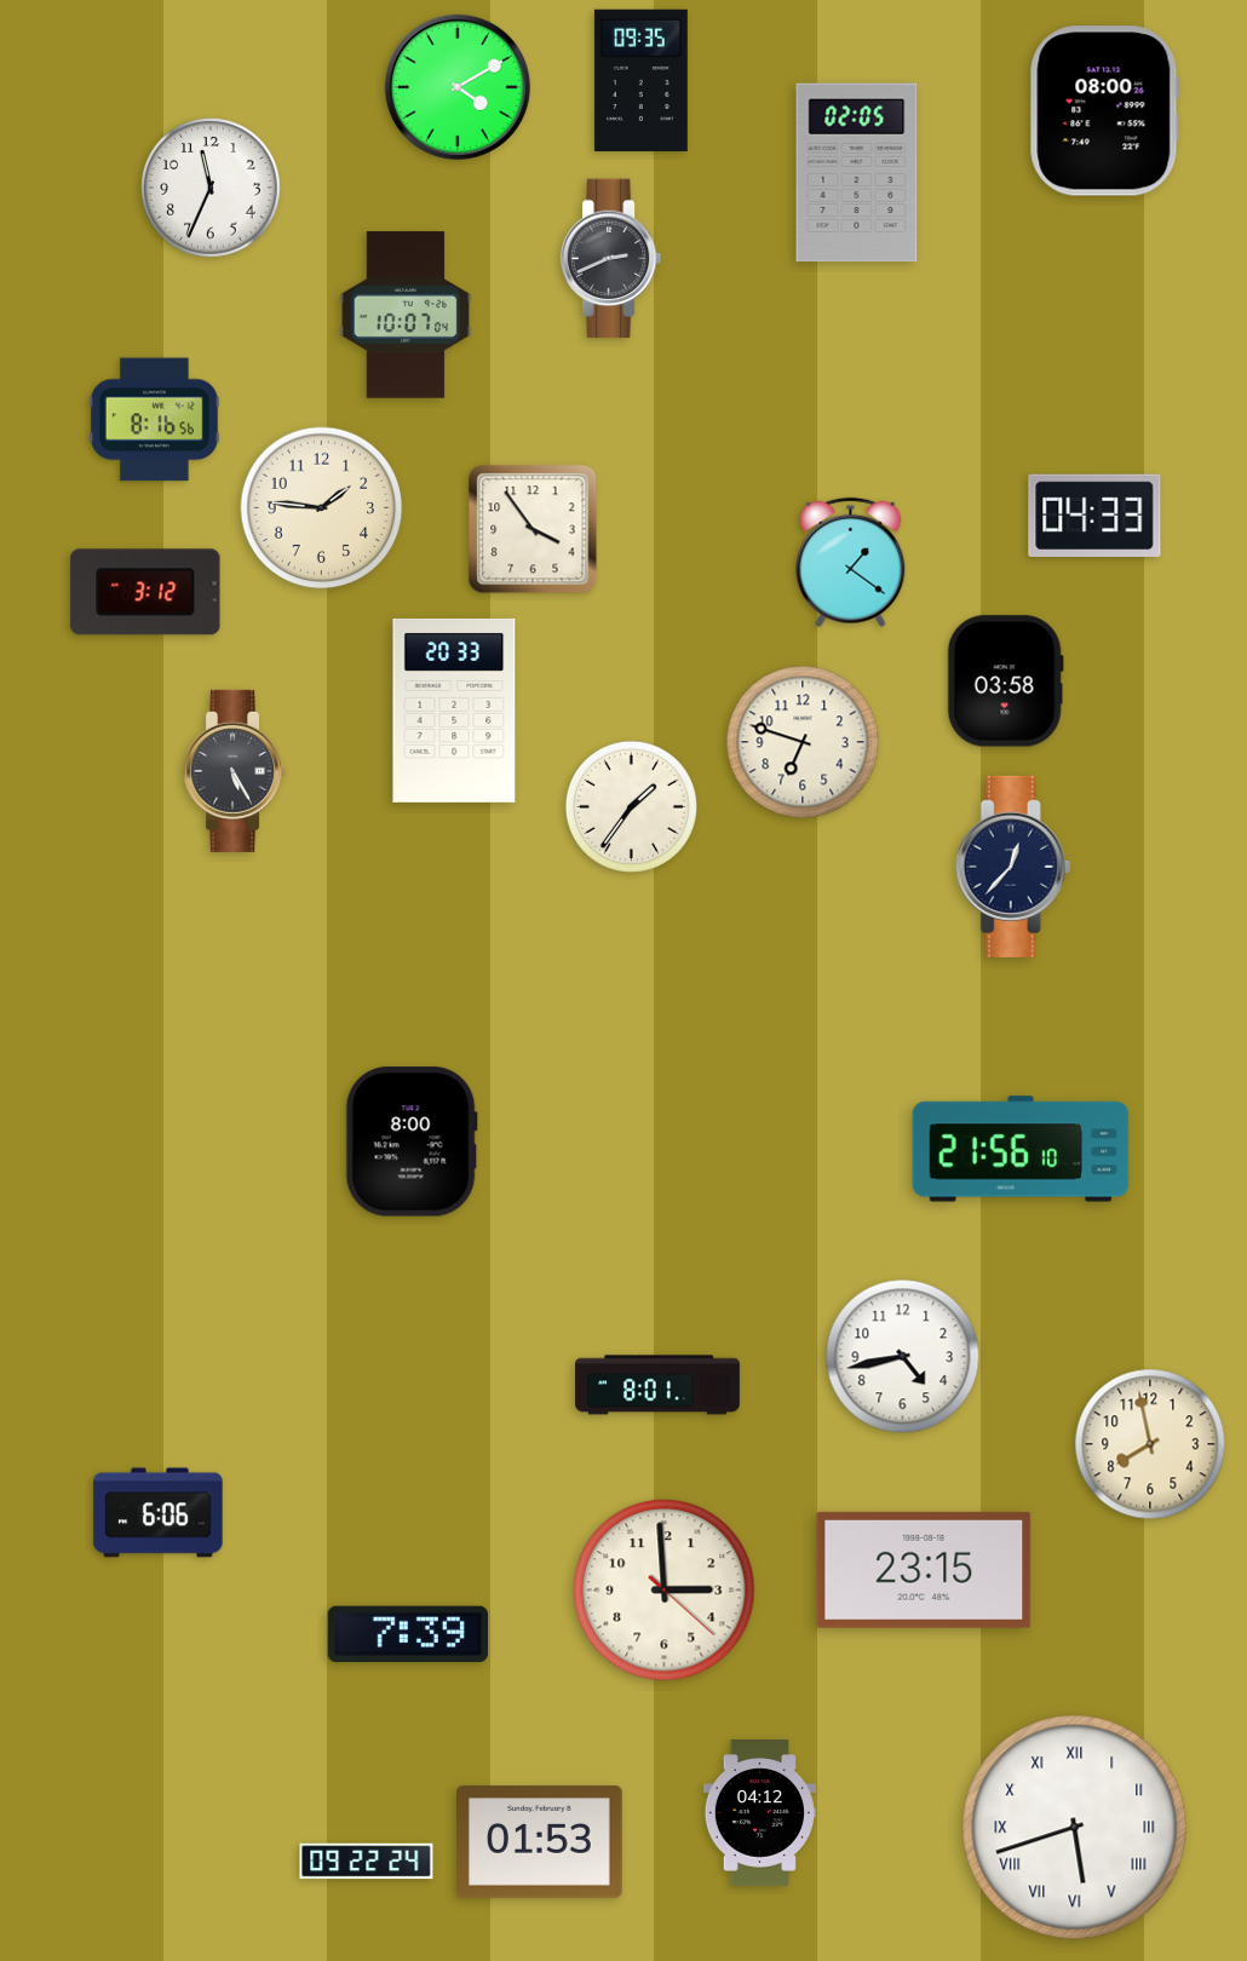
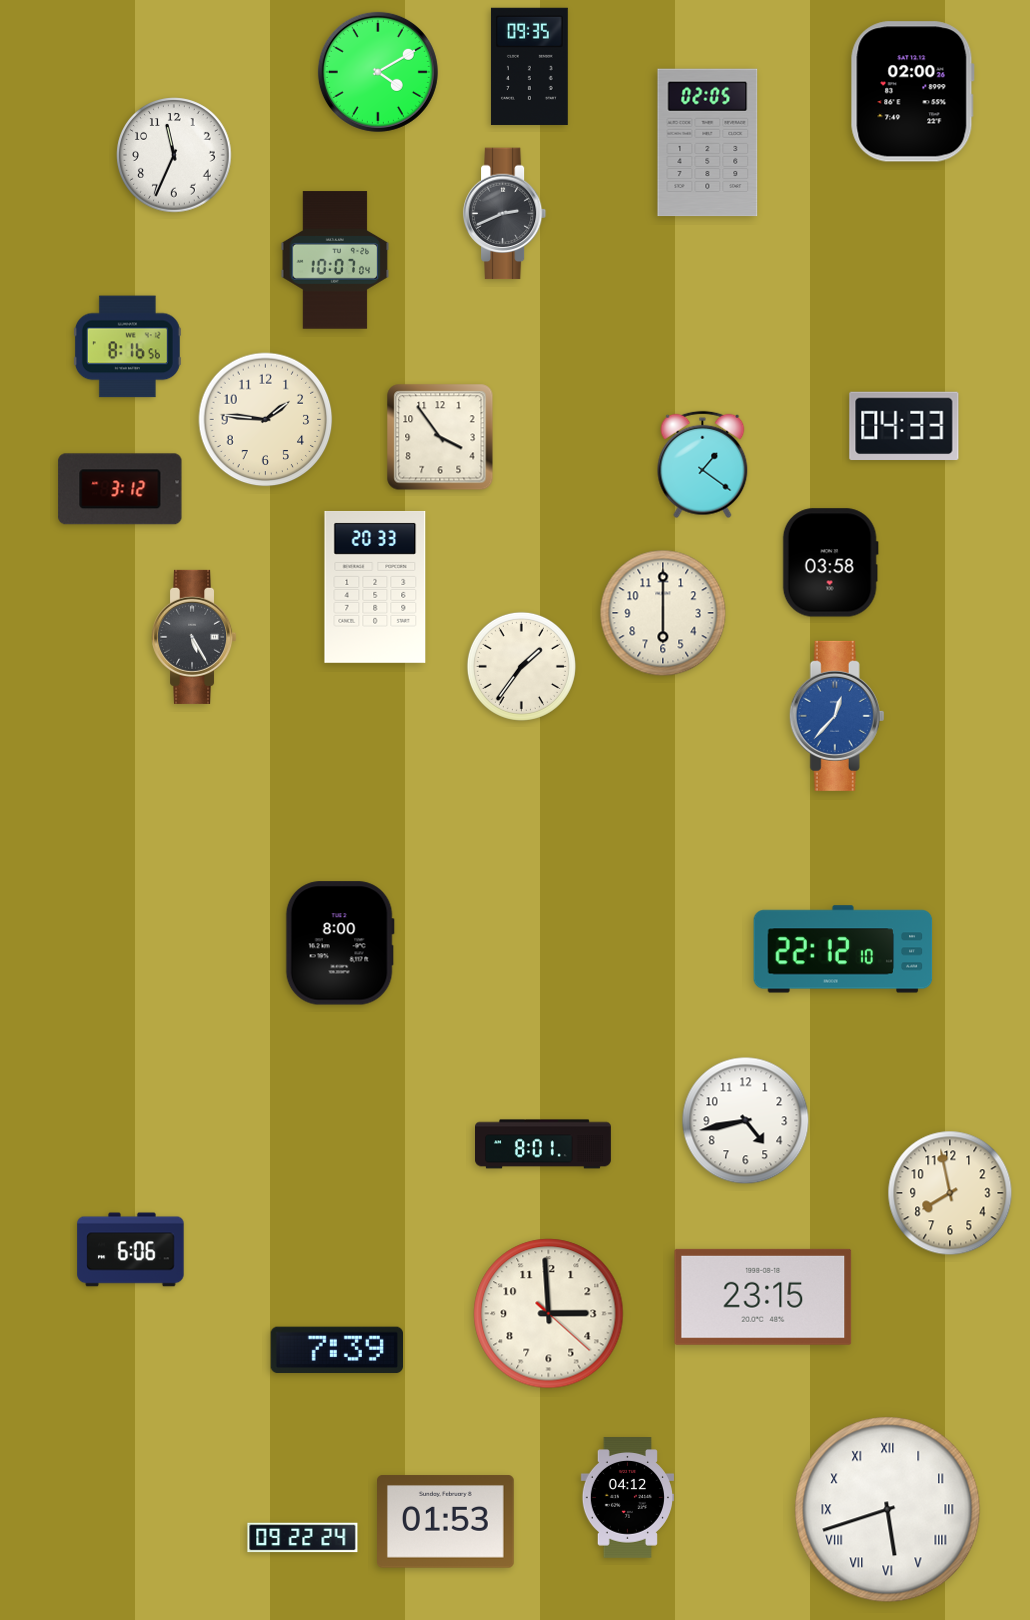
clock at (1104, 111): 08:00 -> 02:00
clock at (803, 742): 6:48 -> 6:00
clock at (1013, 867) dial: navy -> blue
clock at (1021, 1149): 21:56 -> 22:12
